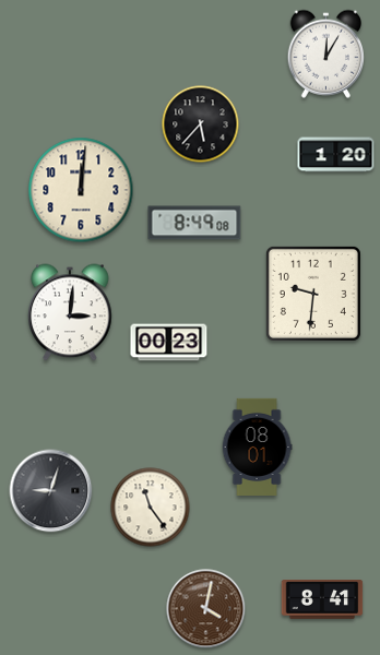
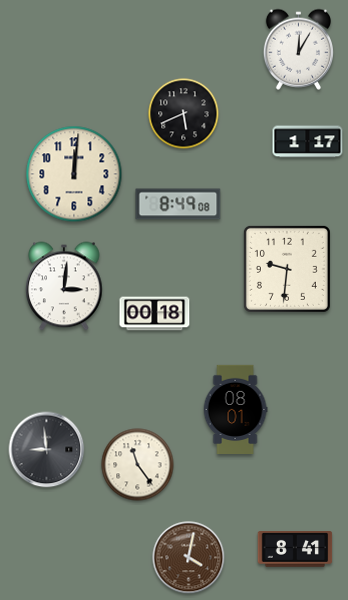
clock at (201, 124): 5:37 -> 5:41
clock at (336, 155): 1:20 -> 1:17
clock at (169, 343): 00:23 -> 00:18
clock at (51, 491): 9:03 -> 8:59
